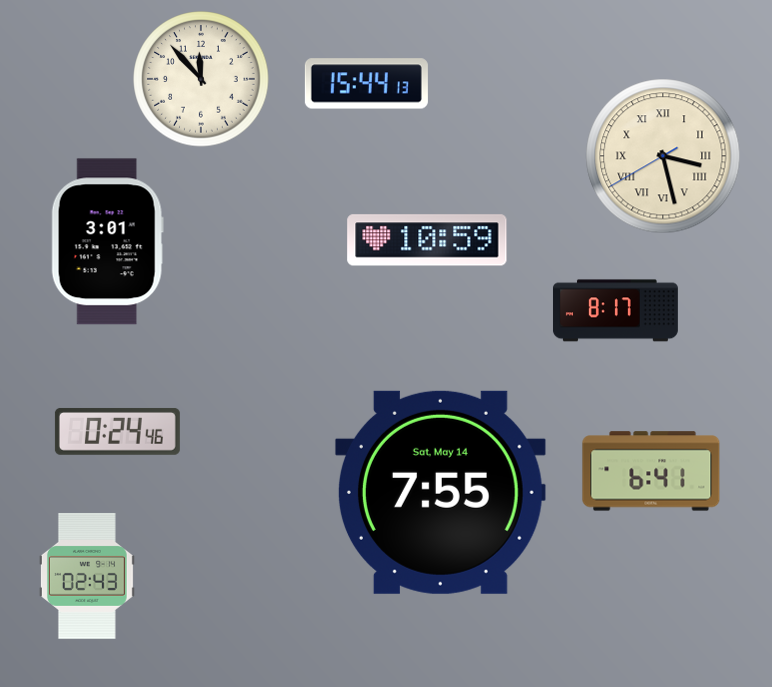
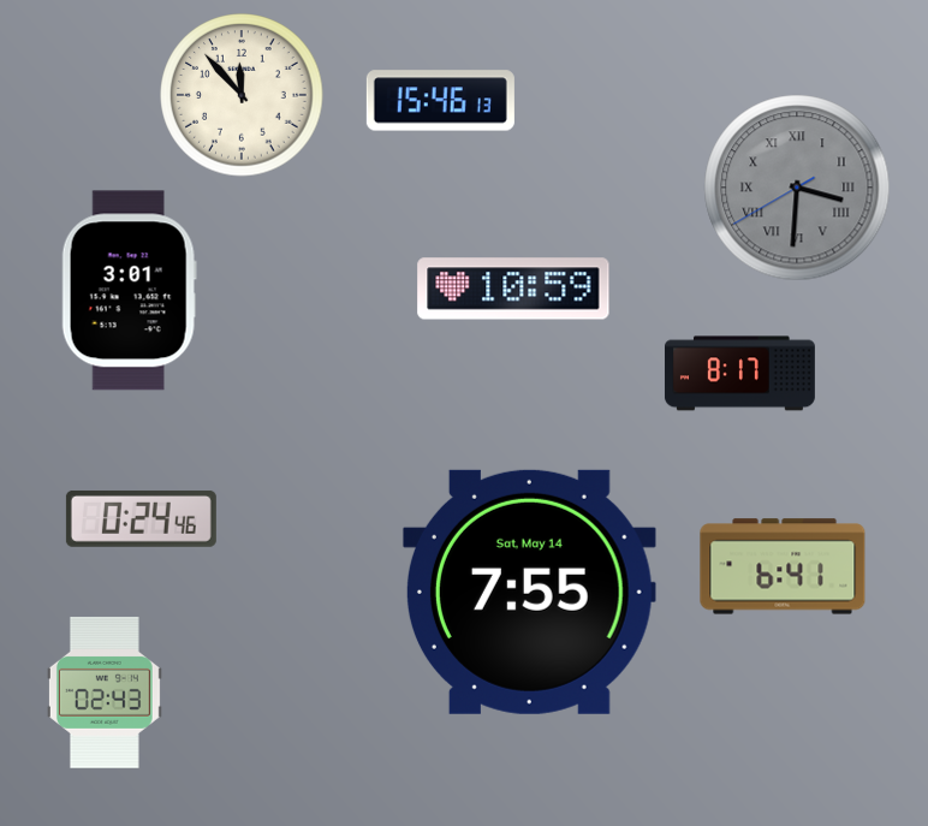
clock at (366, 84): 15:44 -> 15:46
clock at (663, 156): 3:27 -> 3:30
clock at (663, 156) dial: cream -> grey
